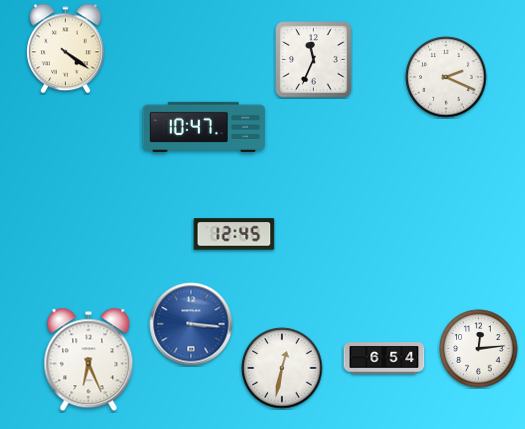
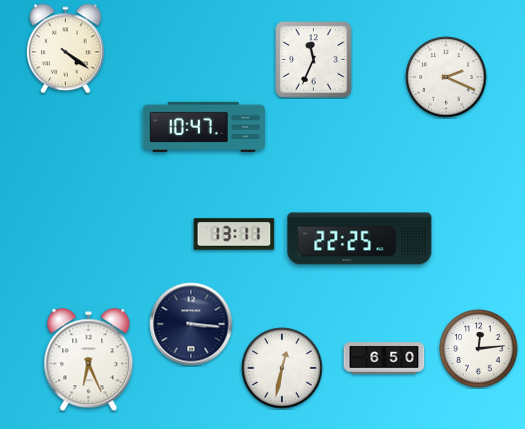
clock at (234, 234): 12:45 -> 13:11
clock at (360, 239): none -> 22:25
clock at (191, 324) dial: blue -> navy
clock at (384, 358): 6:54 -> 6:50
